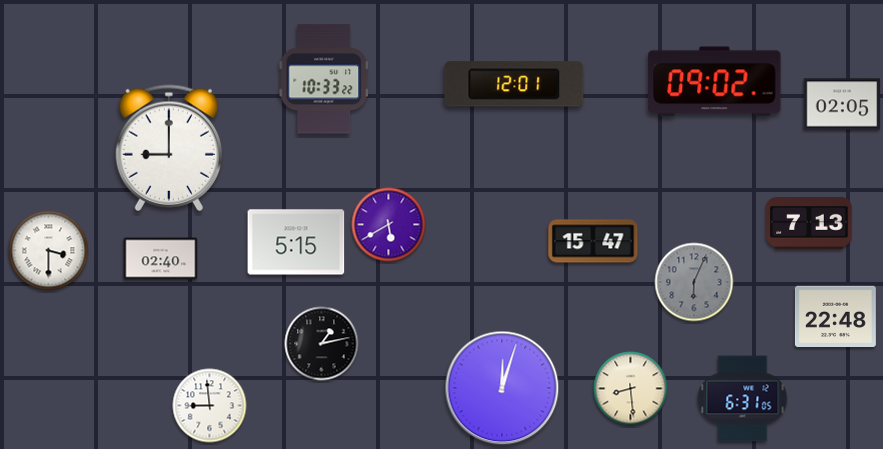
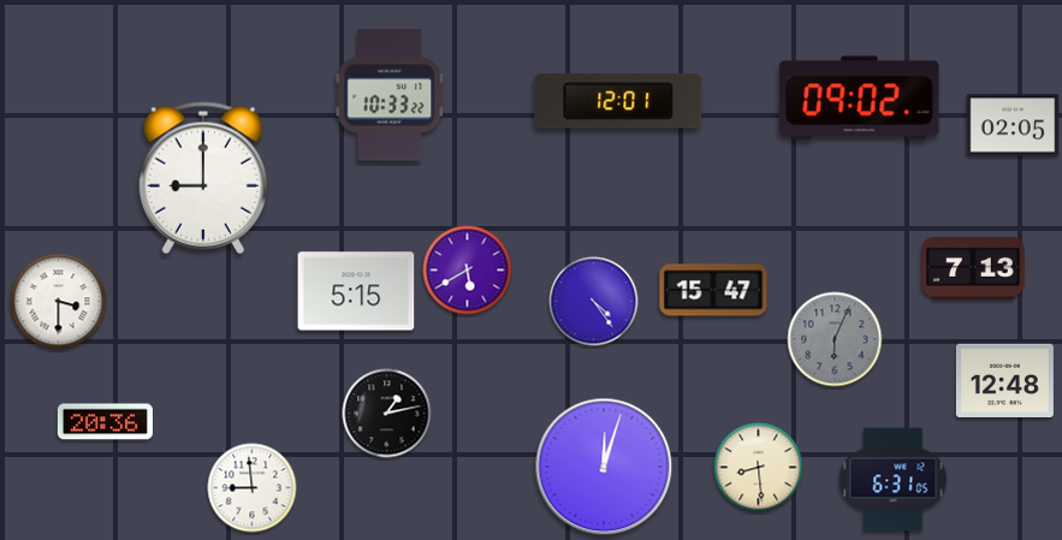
clock at (594, 302): none -> 4:24
clock at (161, 259): 02:40 -> none
clock at (835, 316): 22:48 -> 12:48
clock at (105, 422): none -> 20:36
